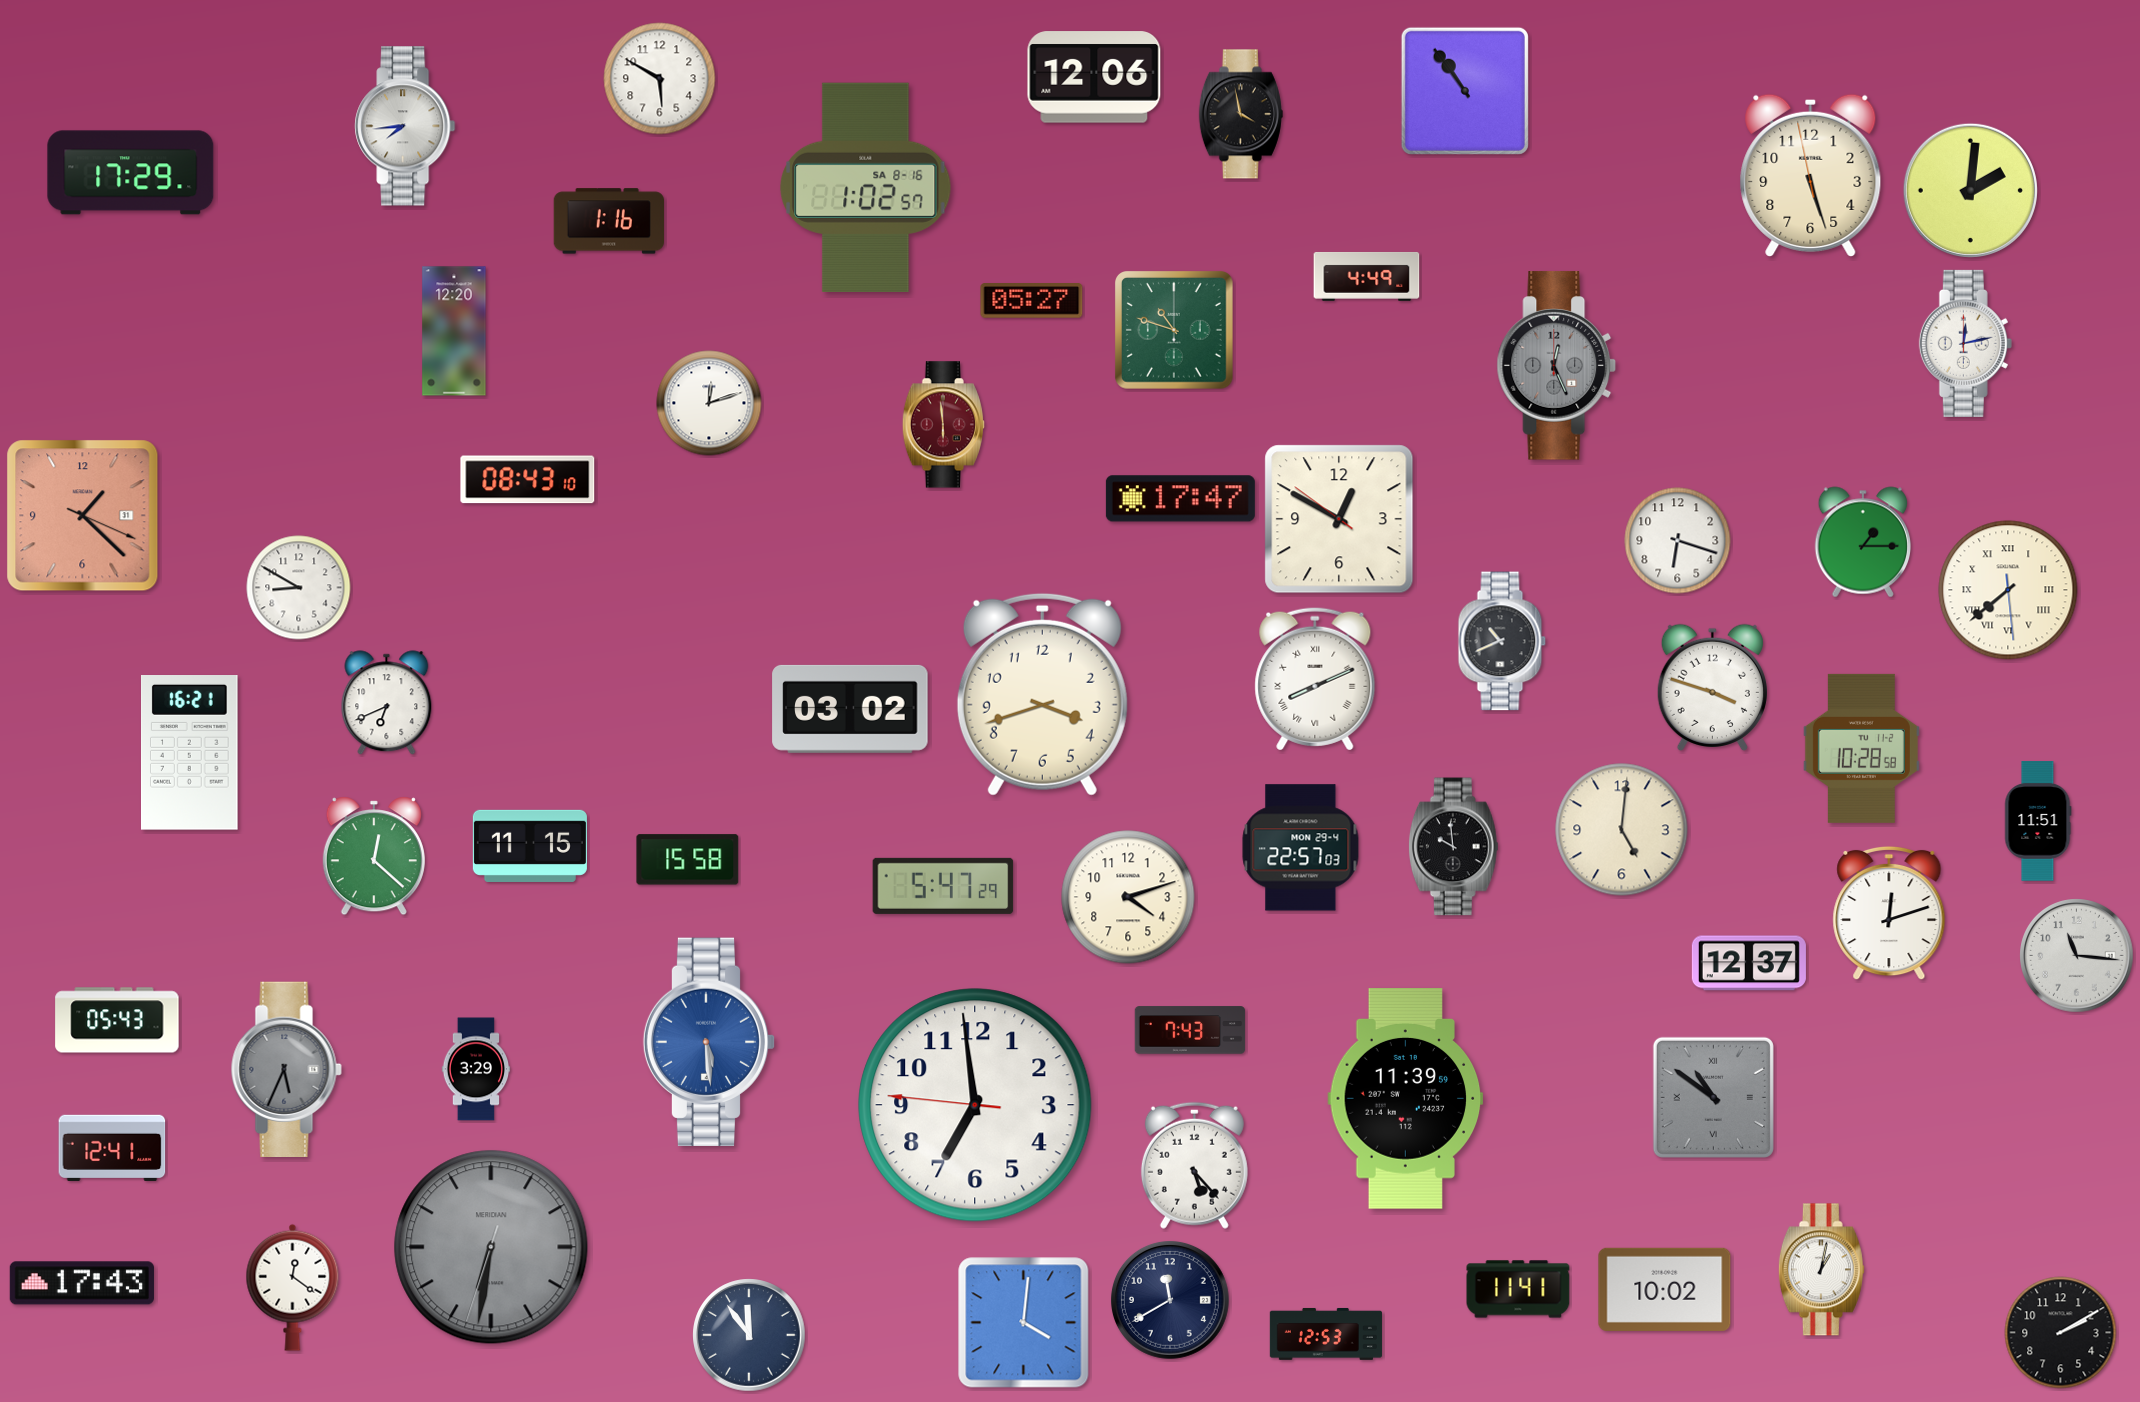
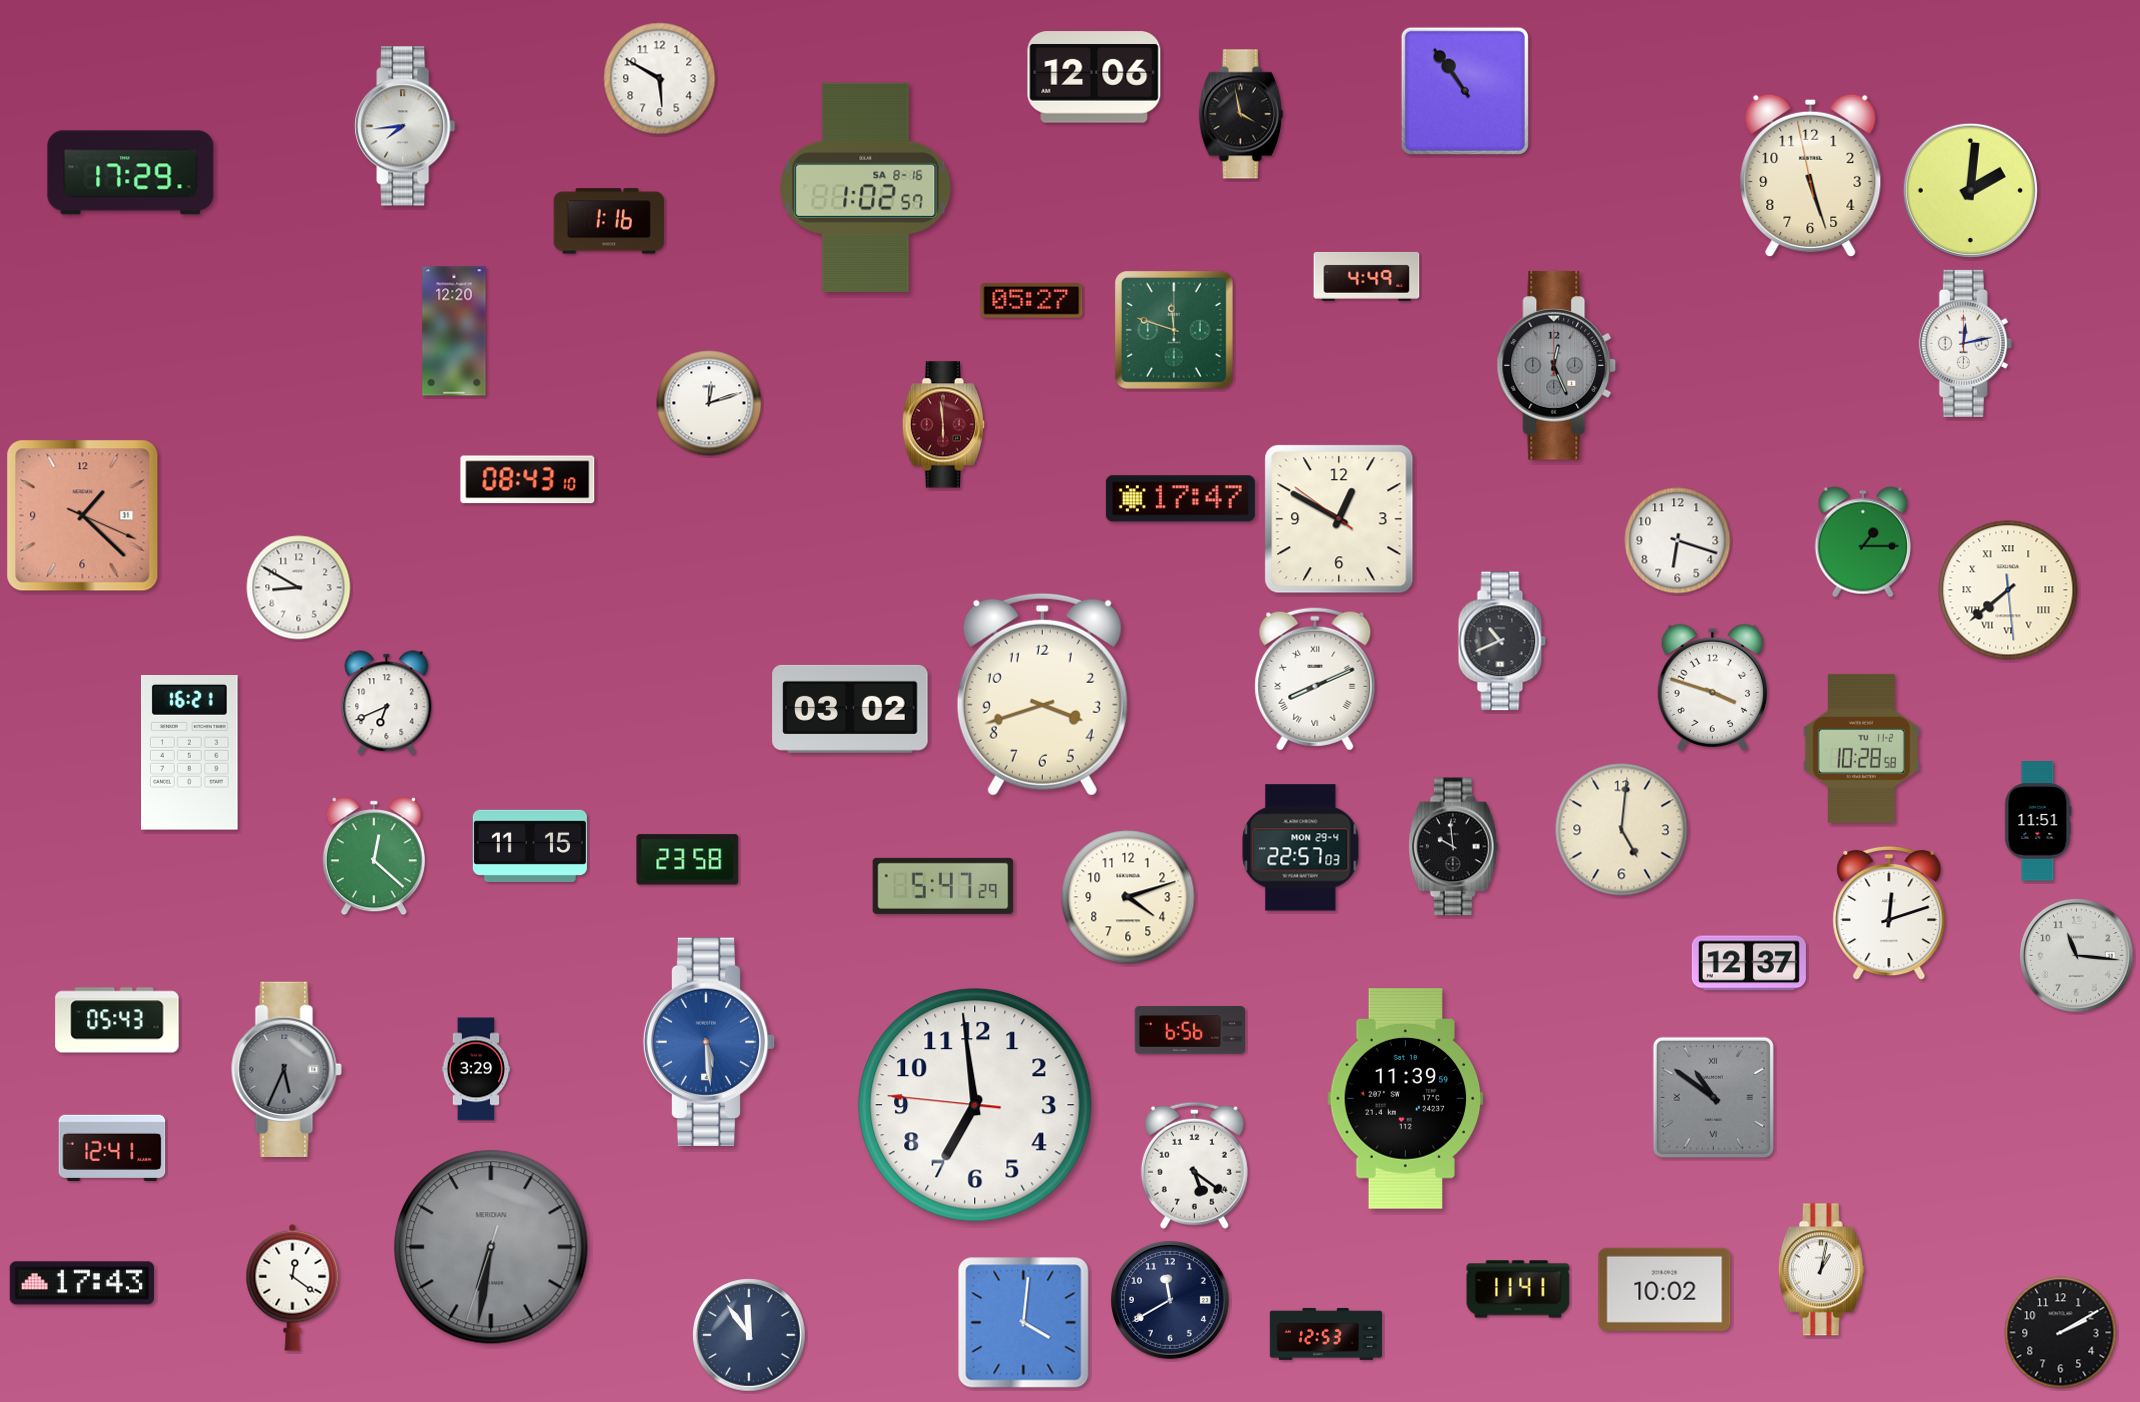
clock at (1175, 331): 10:48 -> 11:48
clock at (688, 860): 15:58 -> 23:58
clock at (1190, 1030): 7:43 -> 6:56
clock at (1194, 1165): 5:23 -> 5:21
